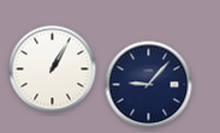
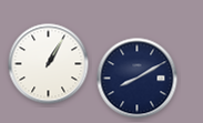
clock at (149, 85): 9:07 -> 8:10
